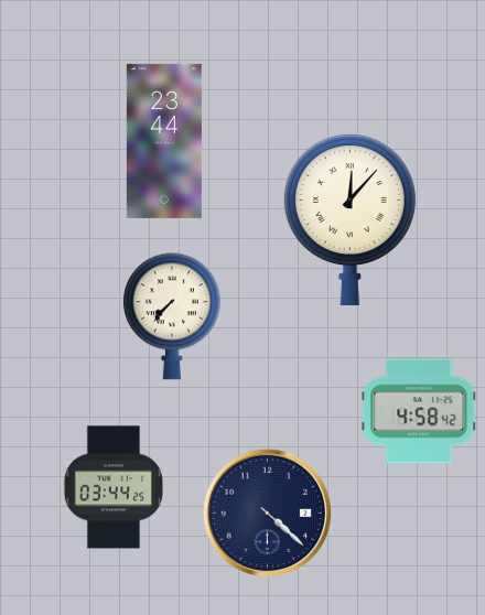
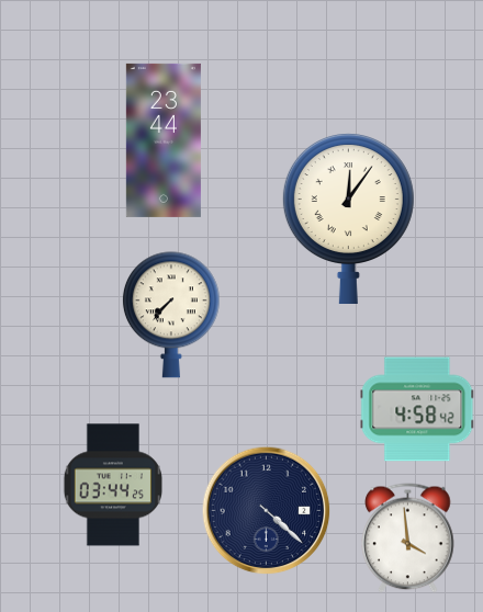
clock at (349, 219): 12:07 -> 12:06
clock at (408, 539): none -> 3:59
